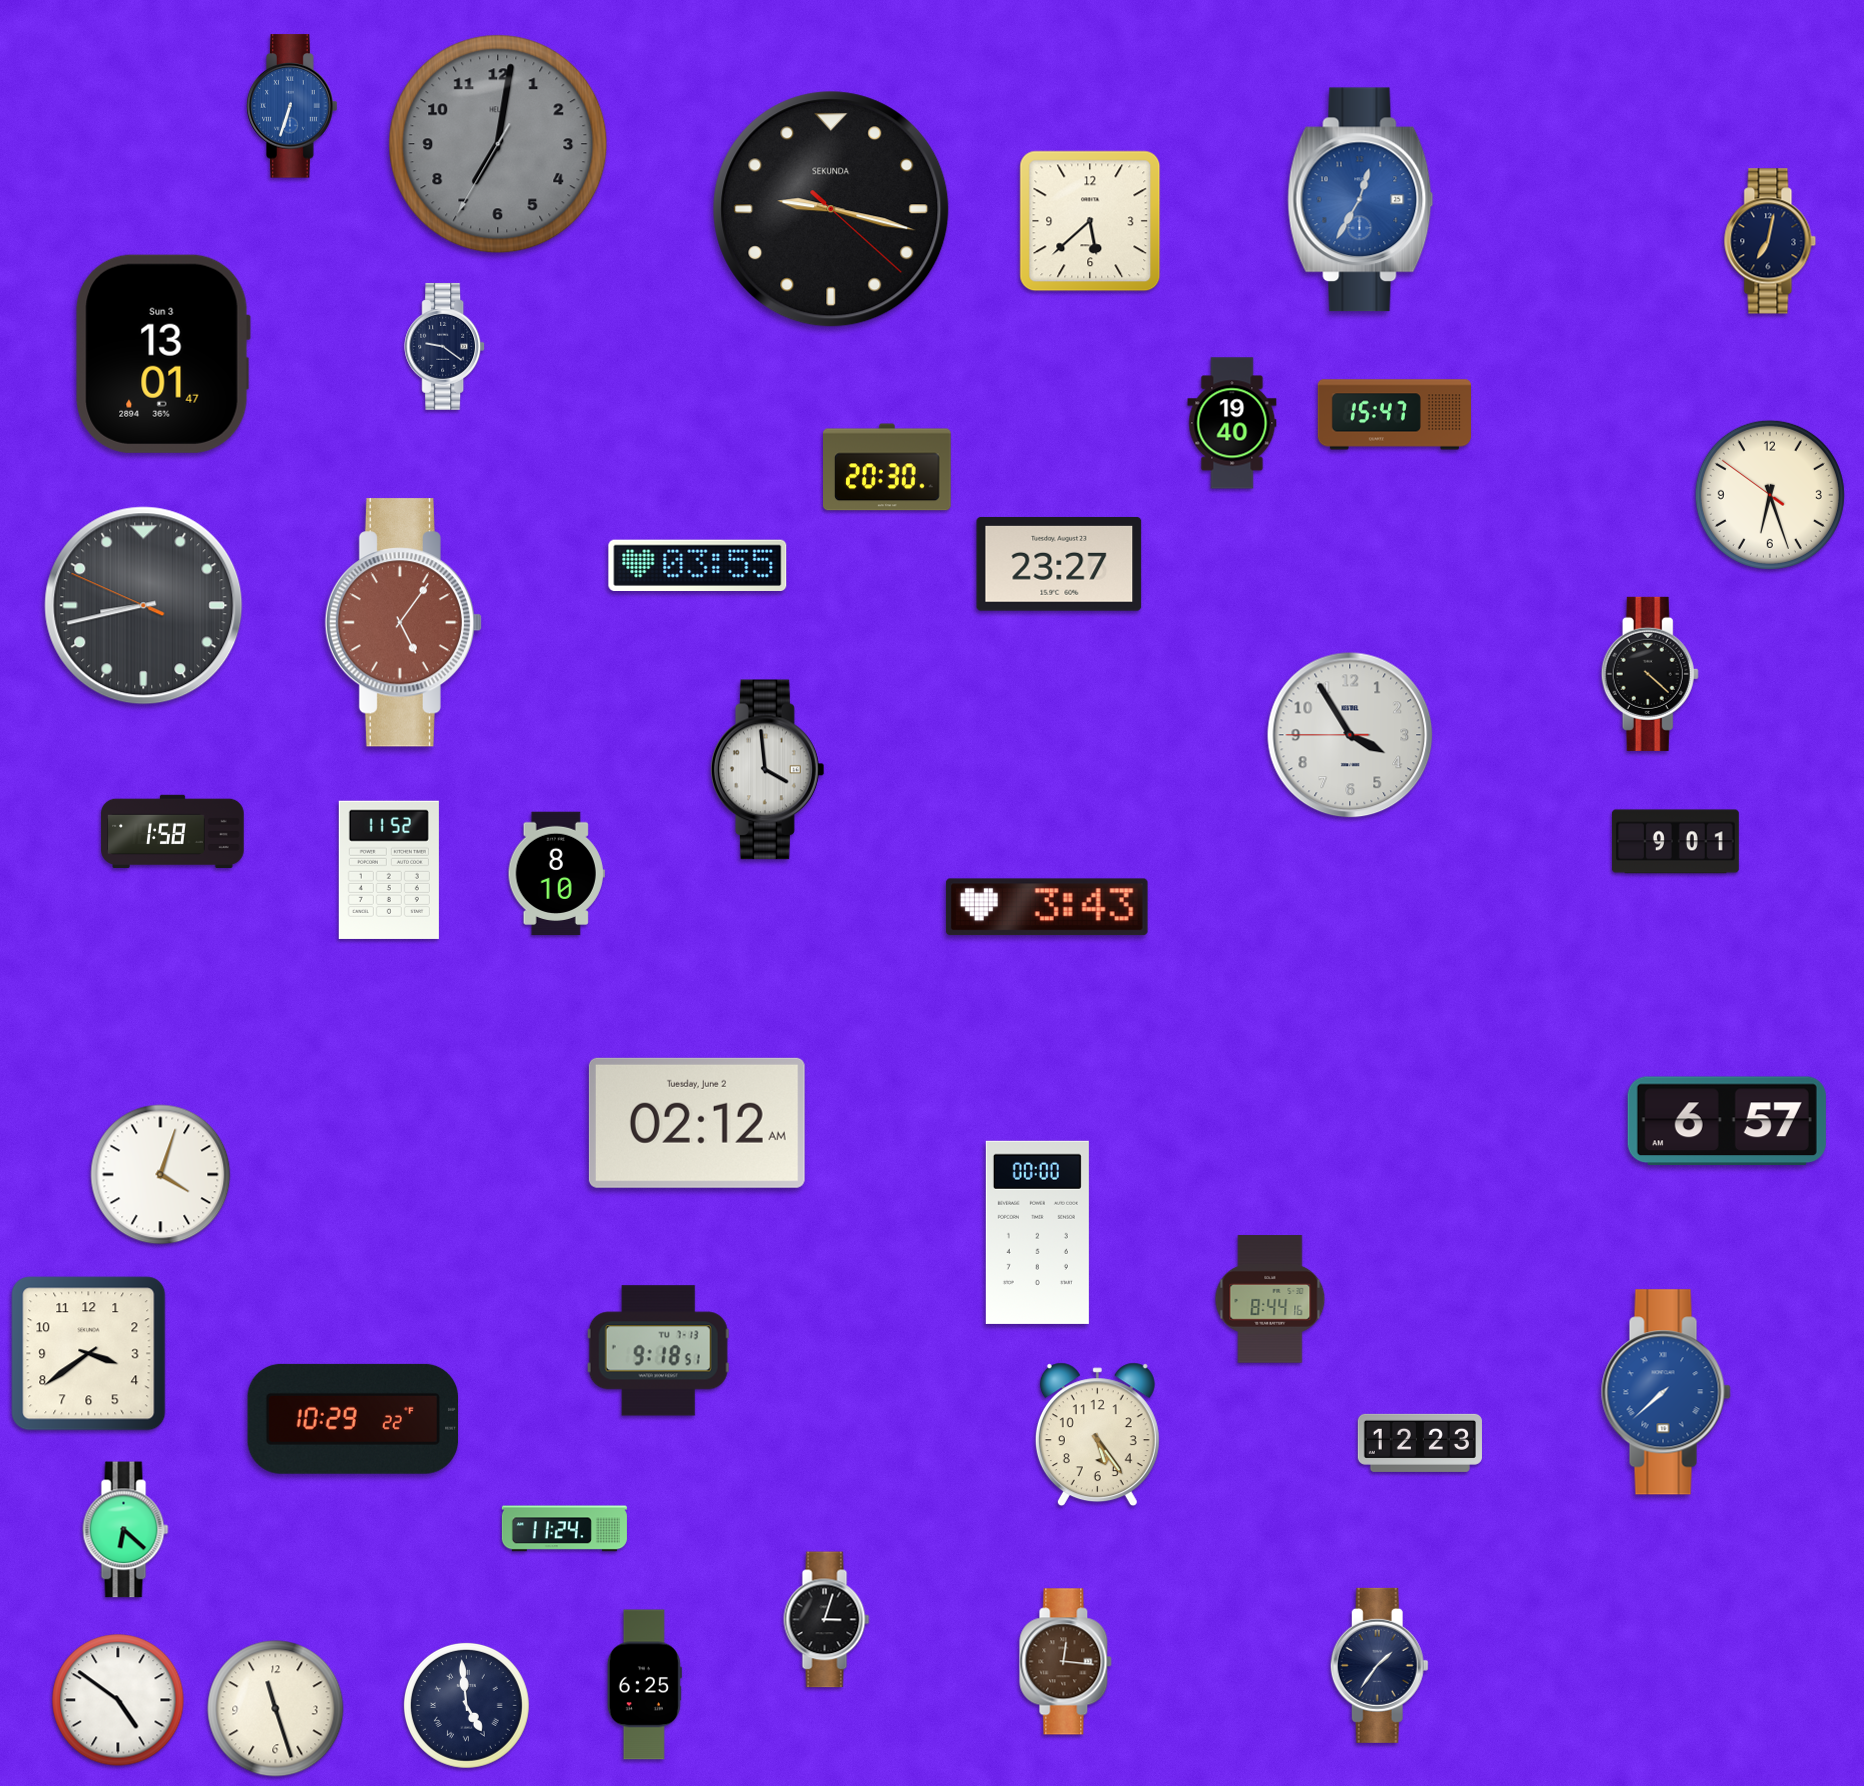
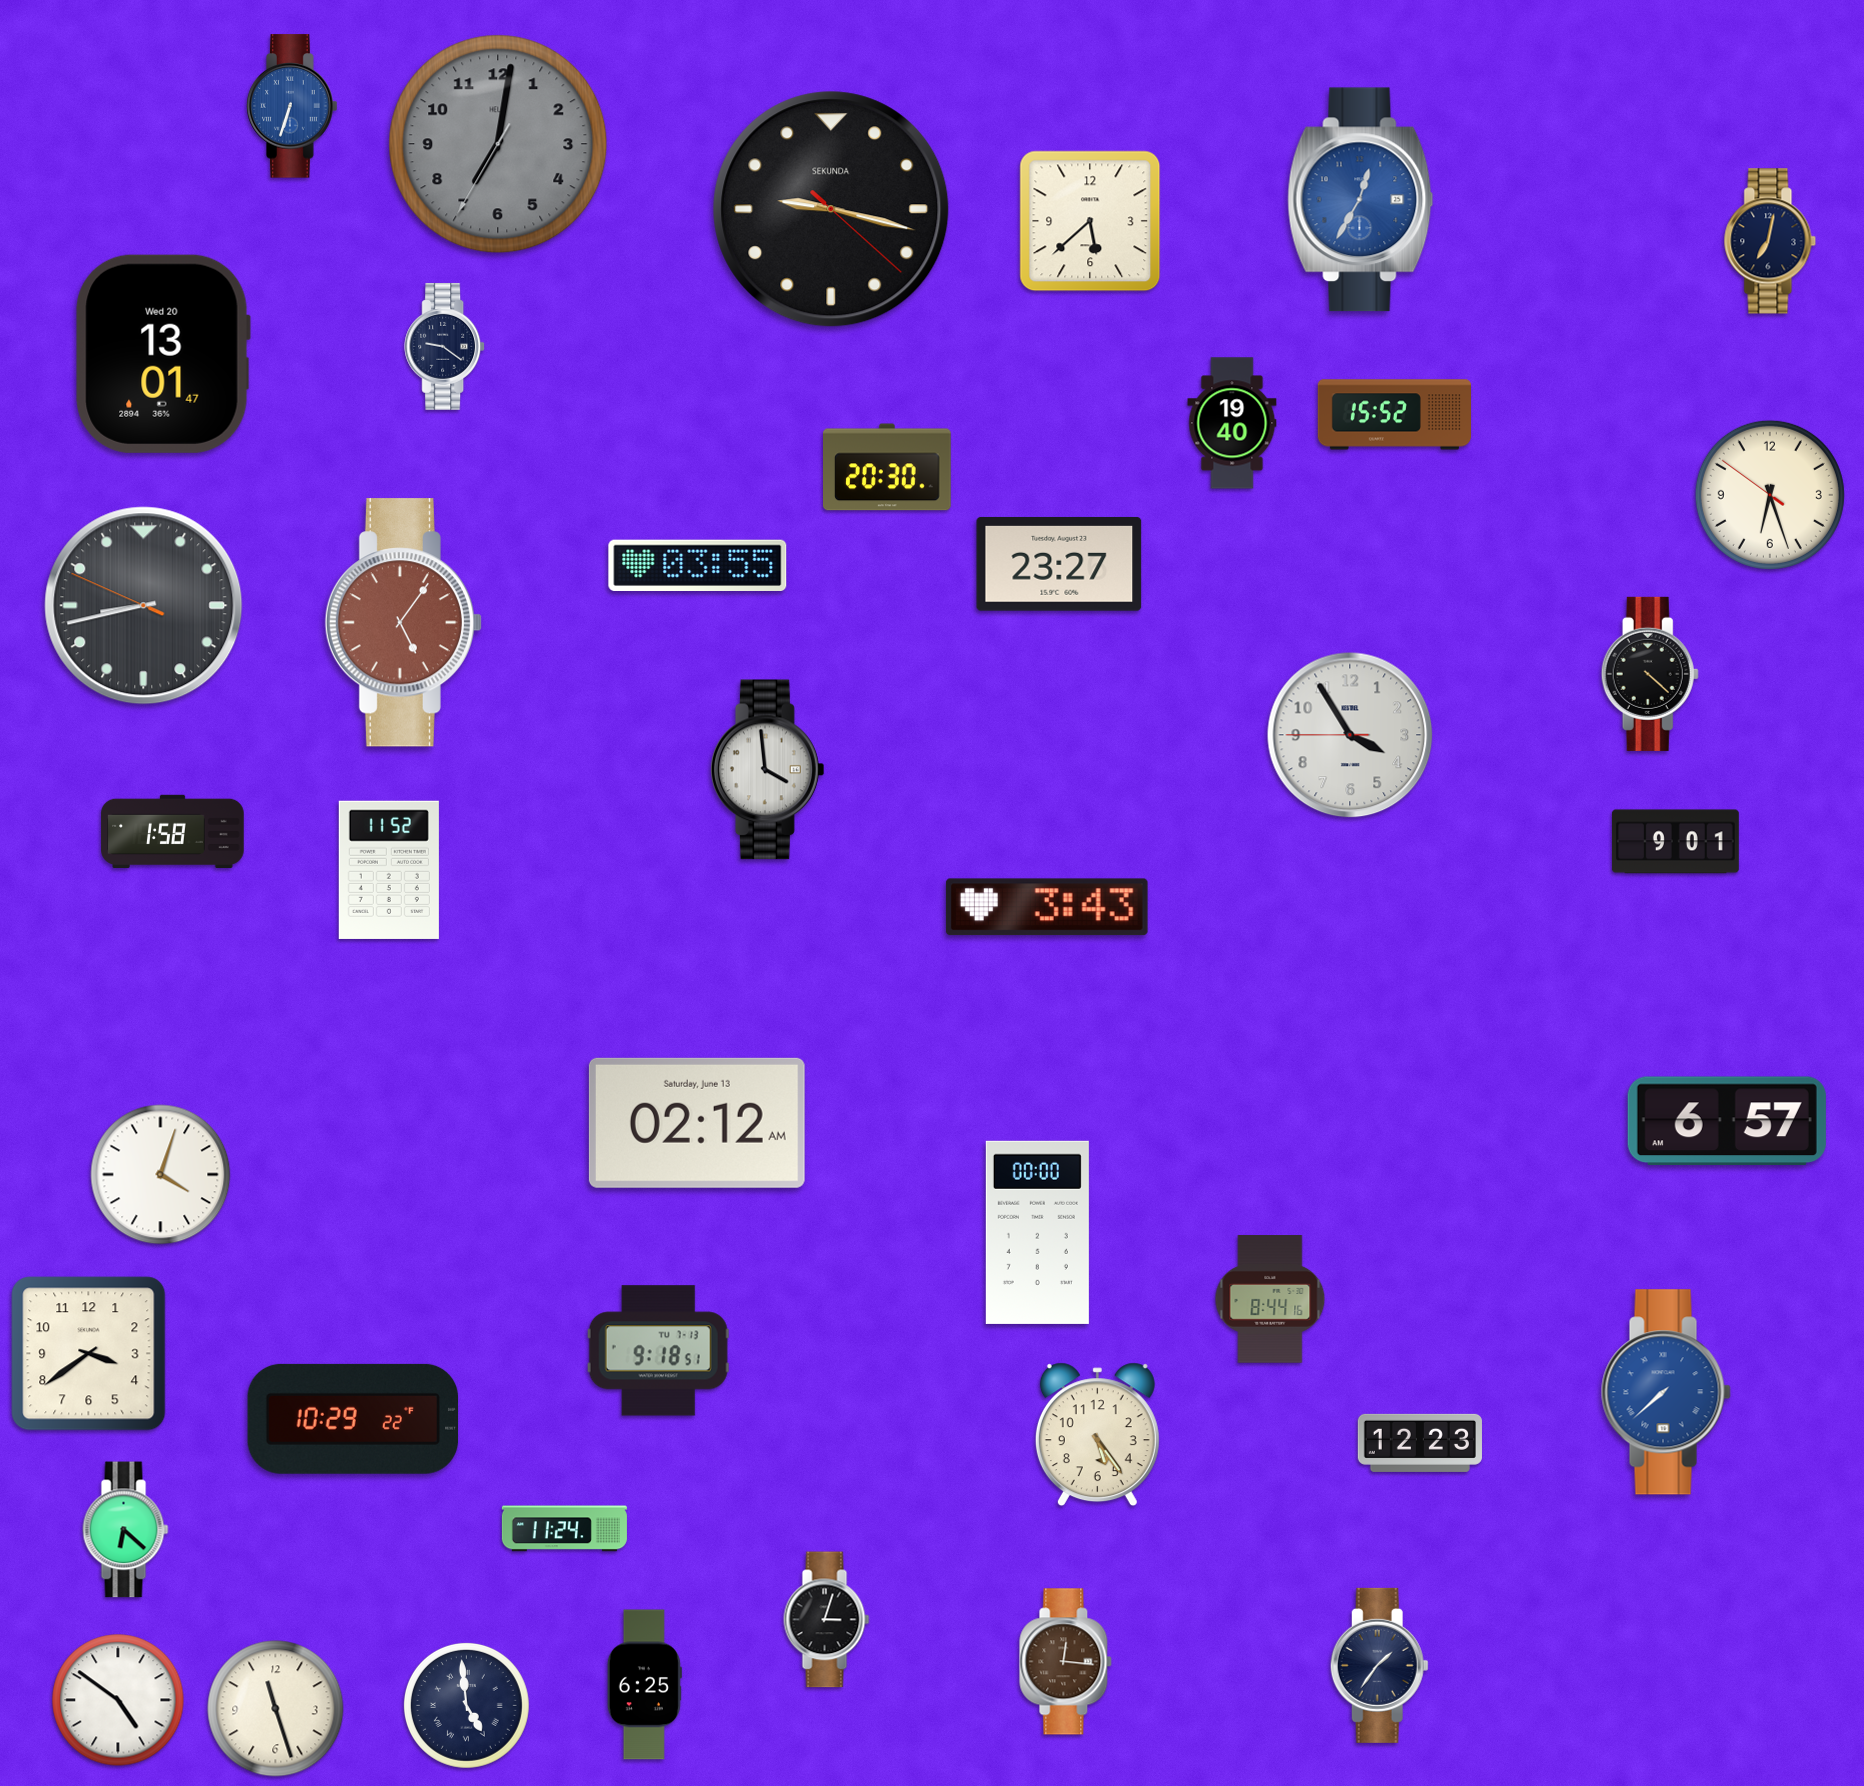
clock at (163, 354) date: Sun 3 -> Wed 20
clock at (1394, 415): 15:47 -> 15:52
clock at (556, 874): 8:10 -> none
clock at (697, 1123) date: Tuesday, June 2 -> Saturday, June 13
